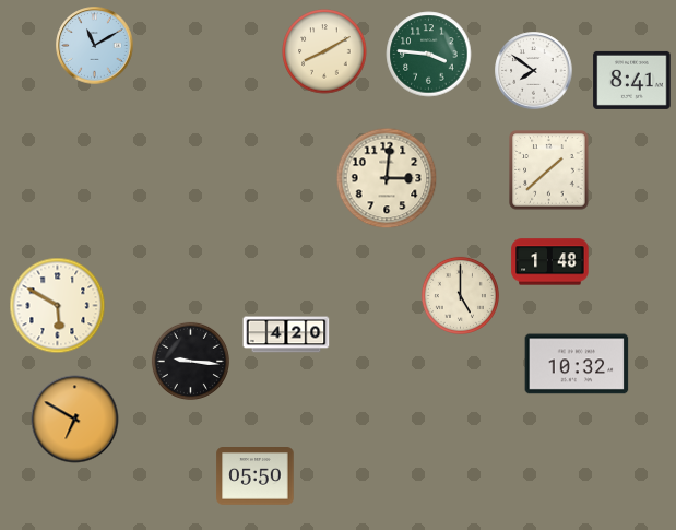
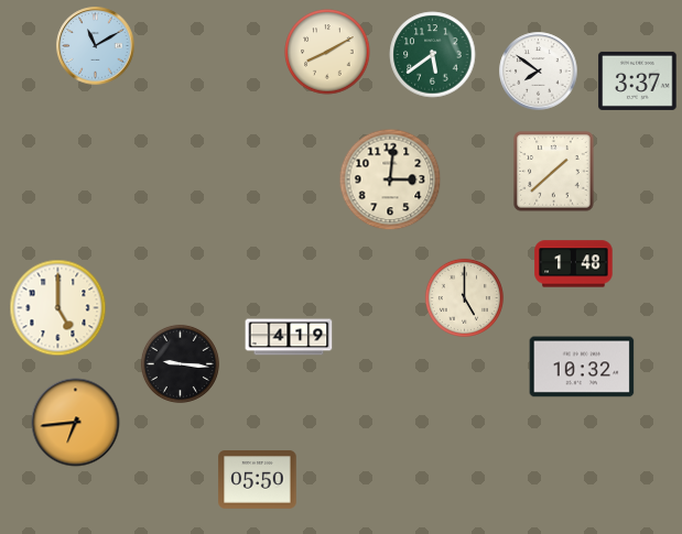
clock at (429, 55): 3:46 -> 5:39
clock at (632, 80): 8:41 -> 3:37
clock at (550, 262) position: (550, 262) -> (574, 264)
clock at (58, 306): 5:50 -> 5:00
clock at (286, 334): 4:20 -> 4:19
clock at (190, 361) position: (190, 361) -> (180, 363)
clock at (75, 420): 6:50 -> 6:44
